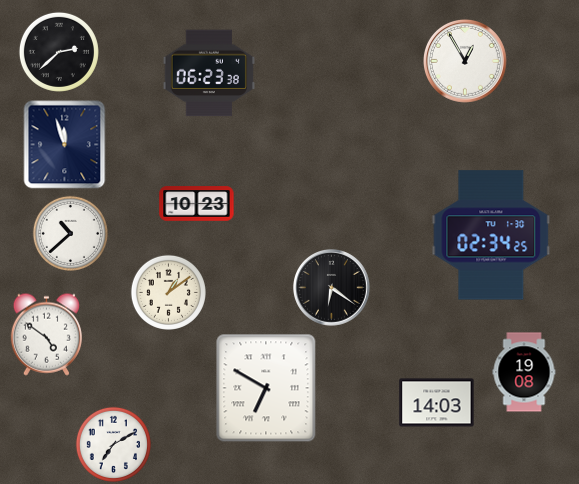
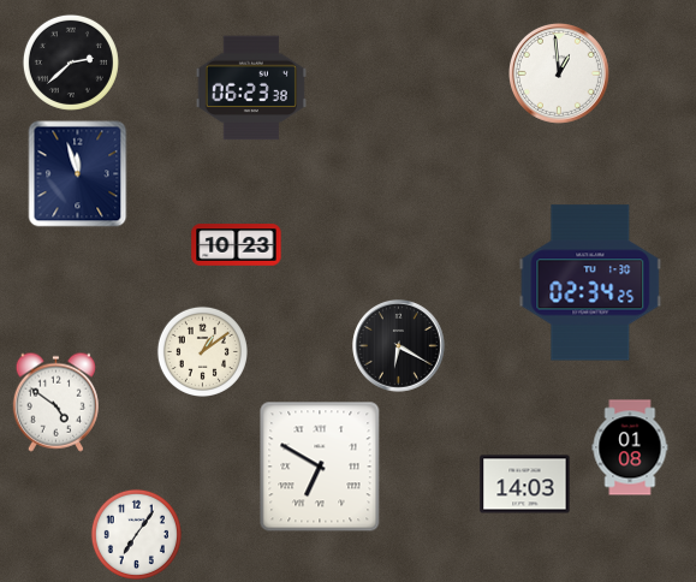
clock at (465, 61): 12:55 -> 12:59
clock at (70, 233): 10:38 -> none
clock at (332, 288): 6:21 -> 6:20
clock at (524, 372): 19:08 -> 01:08
clock at (113, 444): 7:10 -> 7:06
